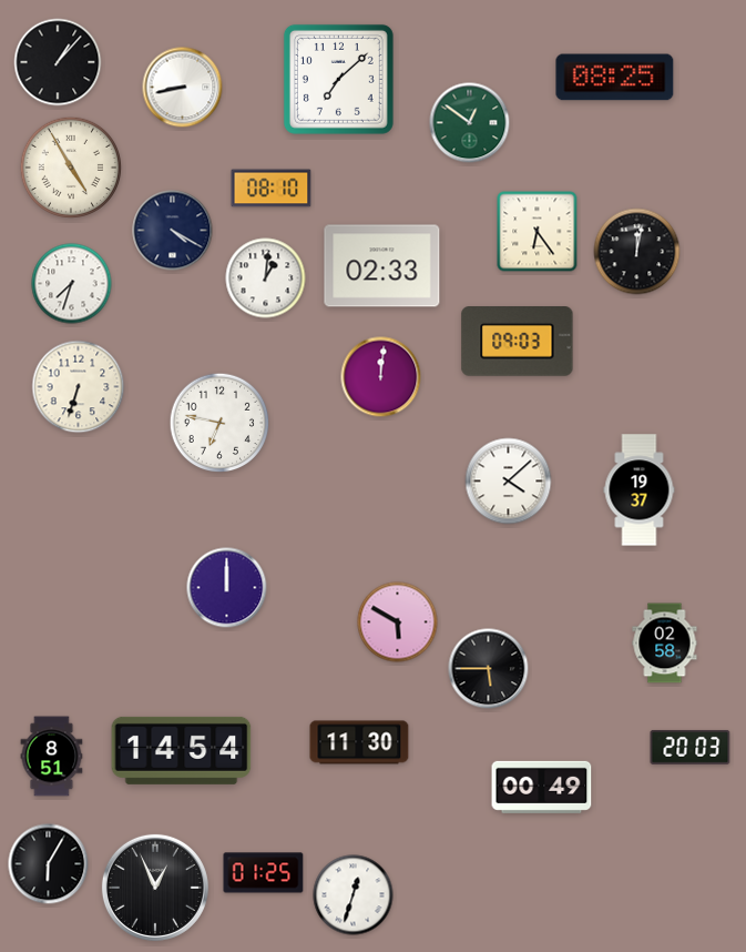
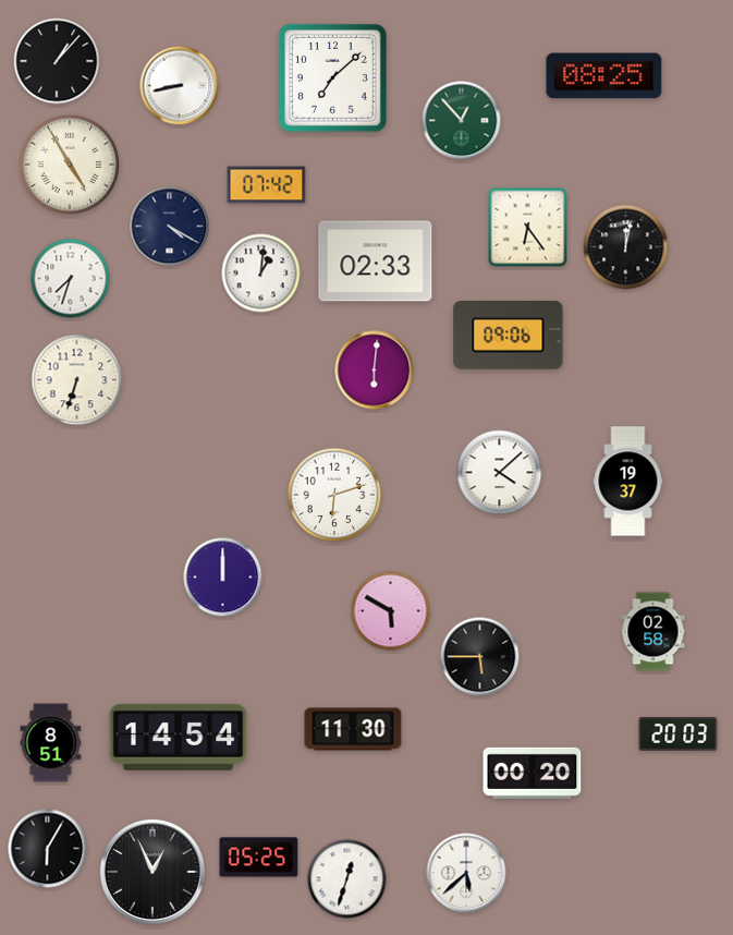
clock at (470, 123): 12:51 -> 12:53
clock at (272, 189): 08:10 -> 07:42
clock at (518, 342): 09:03 -> 09:06
clock at (381, 377): 12:01 -> 6:01
clock at (219, 423): 6:47 -> none
clock at (334, 495): none -> 6:12
clock at (542, 787): 00:49 -> 00:20
clock at (264, 873): 01:25 -> 05:25
clock at (466, 873): none -> 5:38
